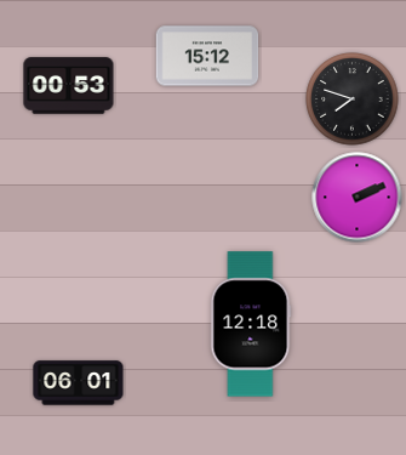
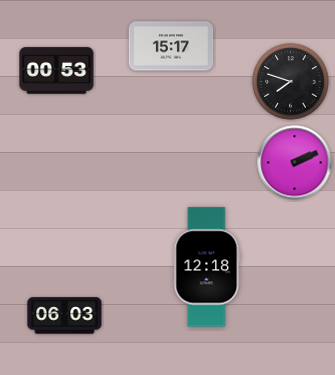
clock at (207, 56): 15:12 -> 15:17
clock at (79, 383): 06:01 -> 06:03
